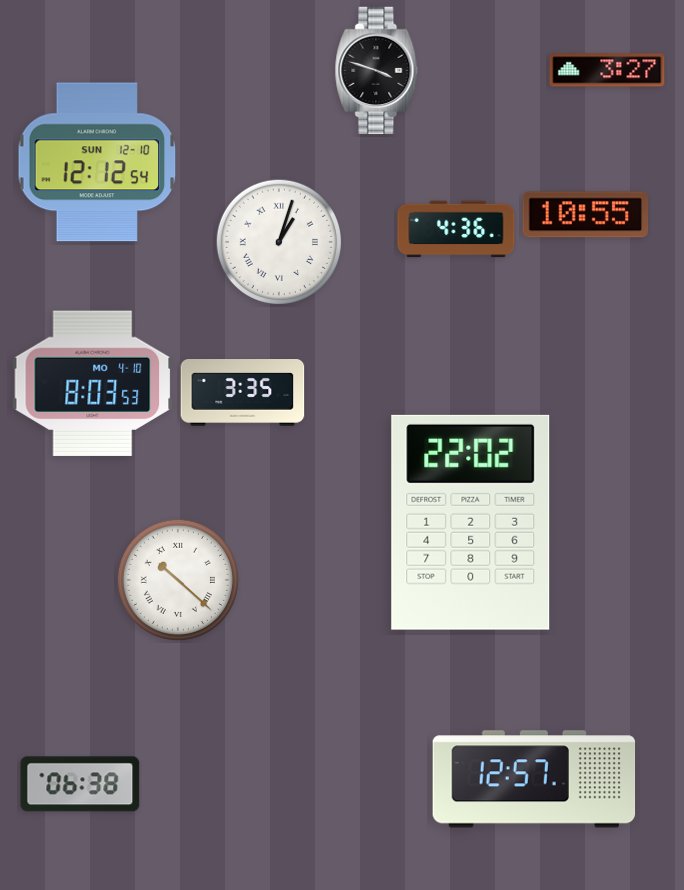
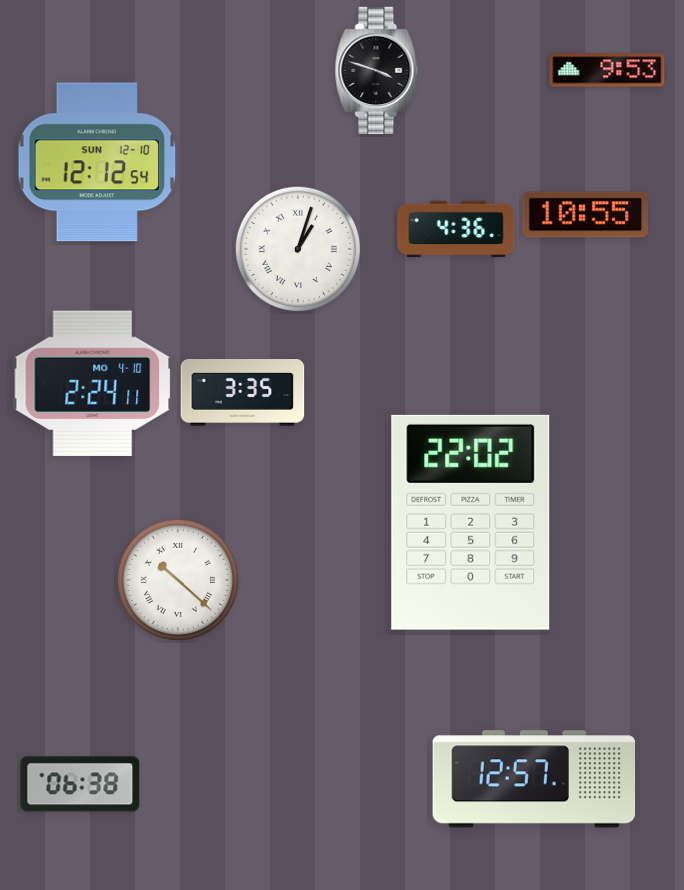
clock at (607, 70): 3:27 -> 9:53
clock at (279, 242) position: (279, 242) -> (298, 249)
clock at (93, 383): 8:03 -> 2:24
